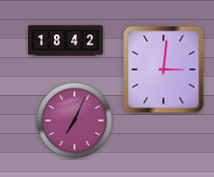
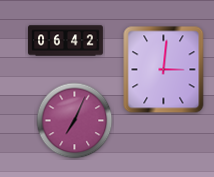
clock at (66, 41): 18:42 -> 06:42
